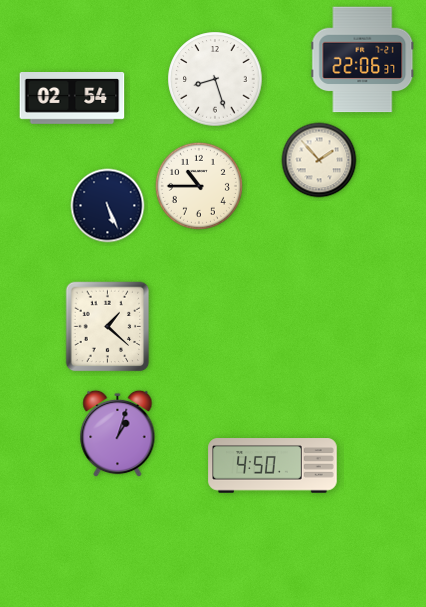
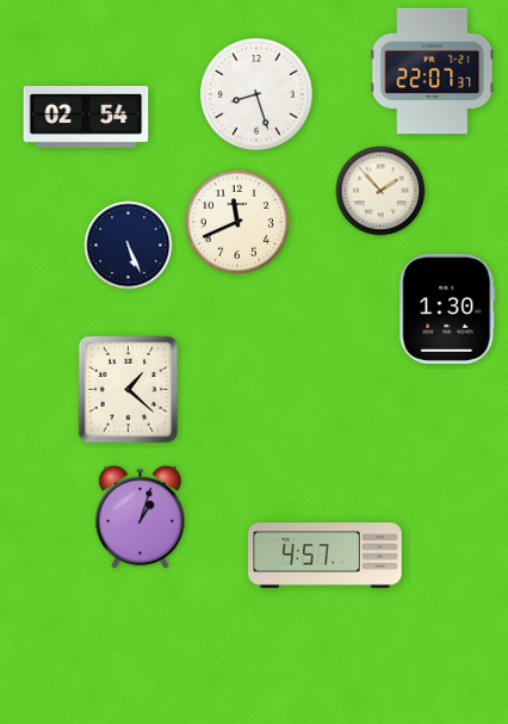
clock at (363, 60): 22:06 -> 22:07
clock at (199, 186): 10:45 -> 11:41
clock at (447, 309): none -> 1:30
clock at (273, 466): 4:50 -> 4:57
